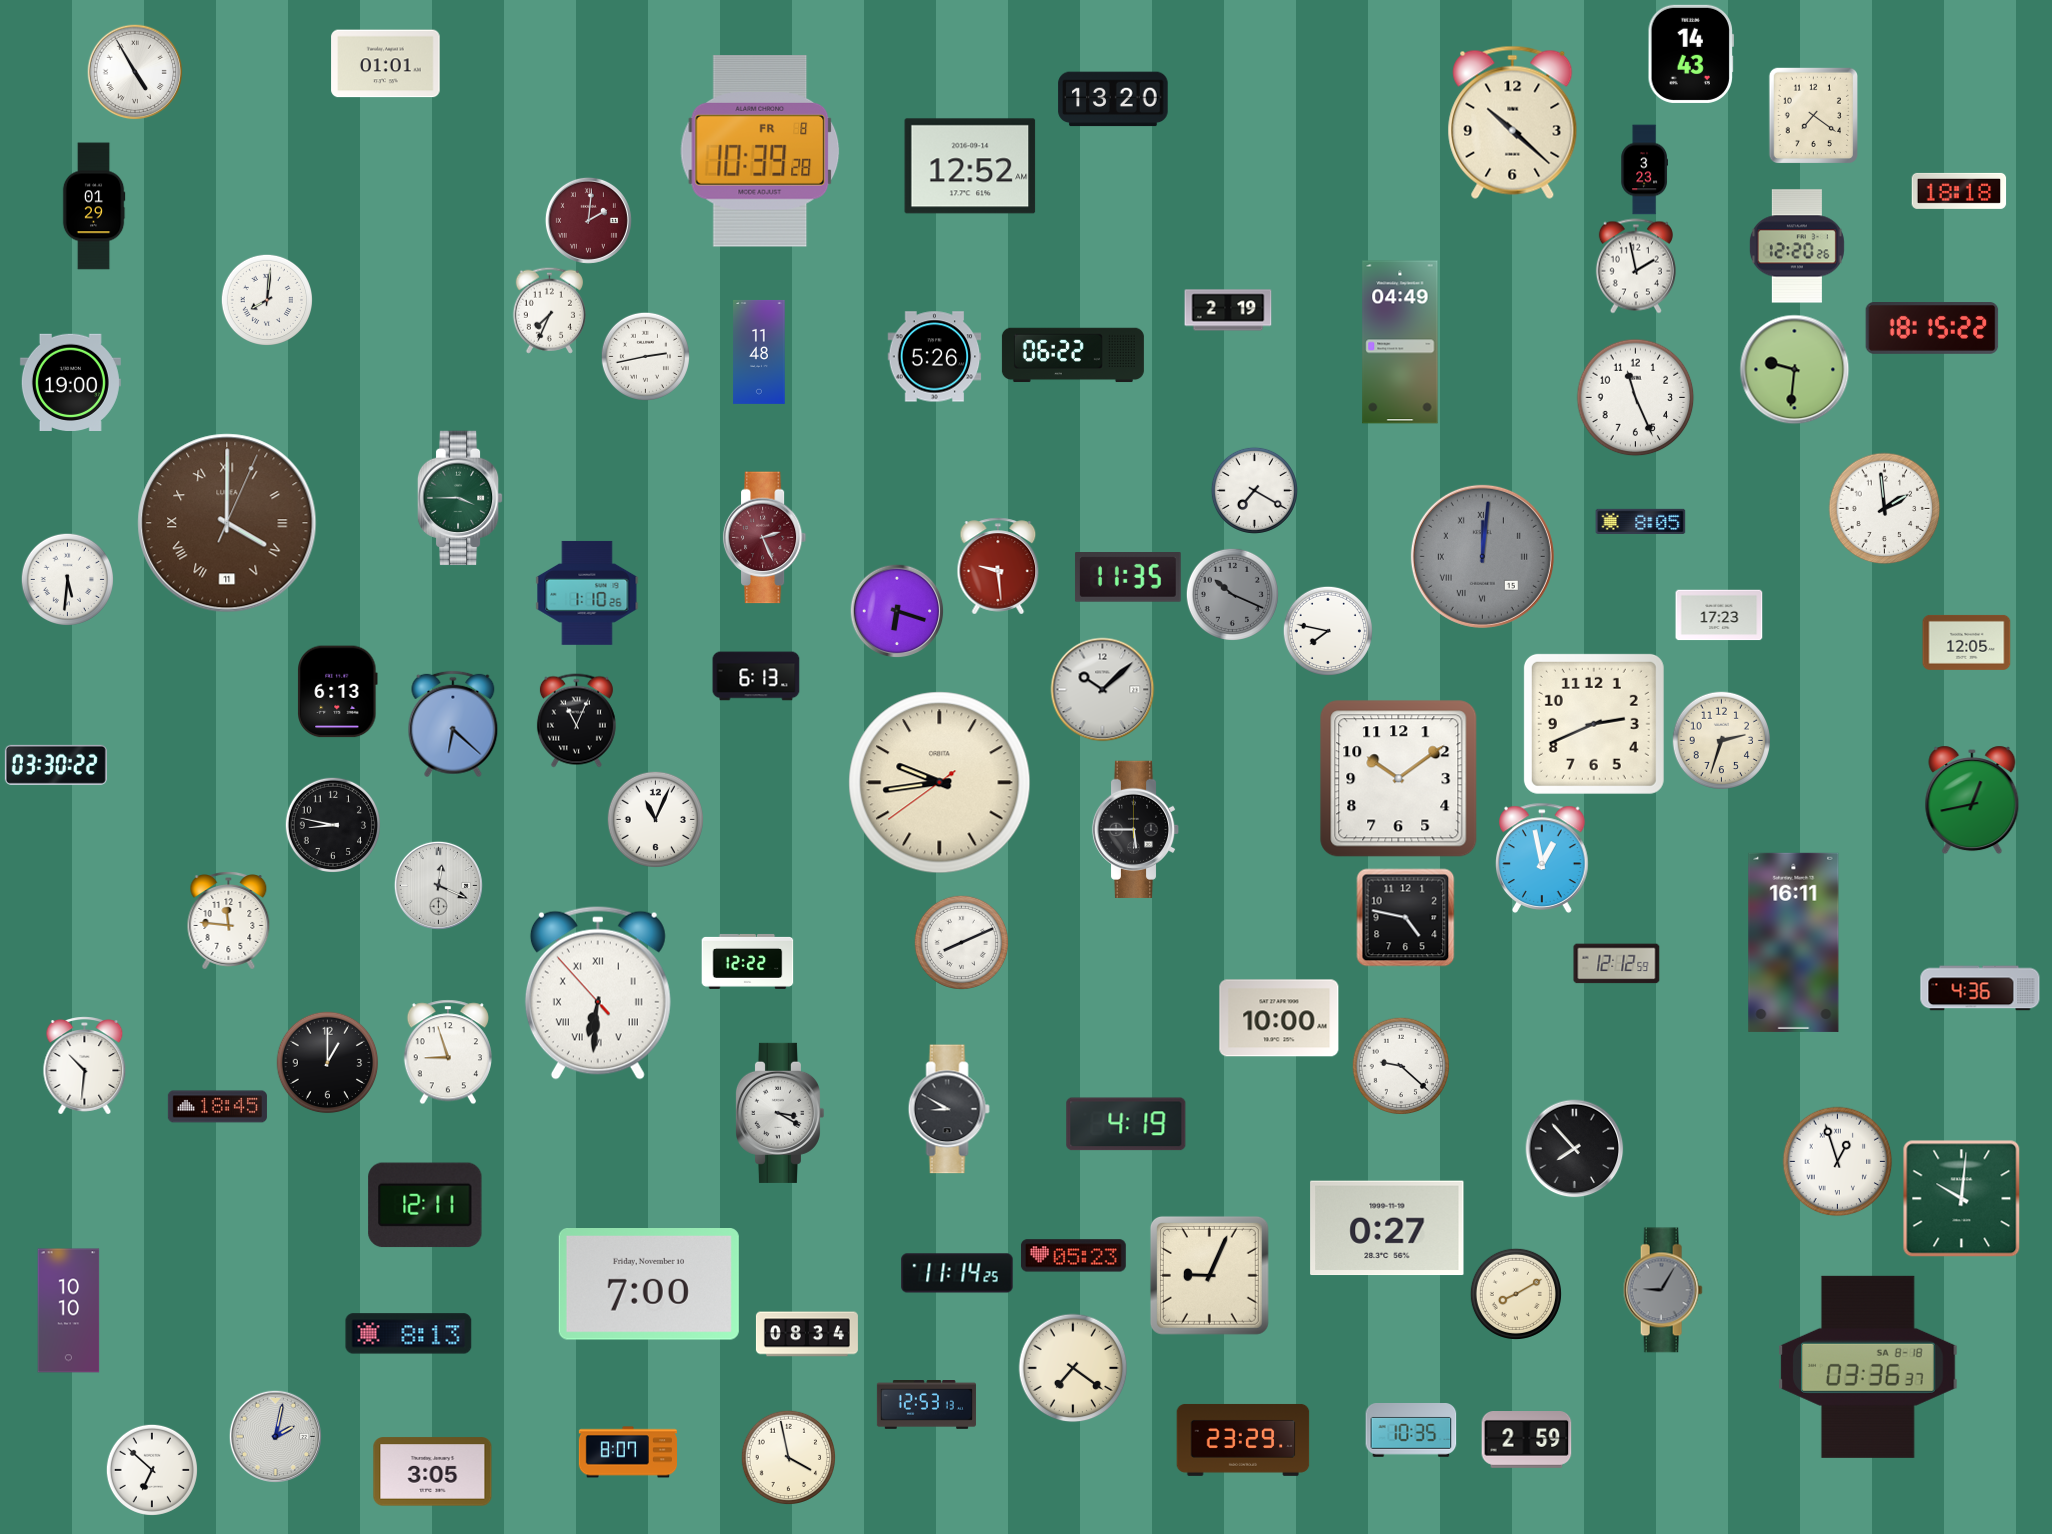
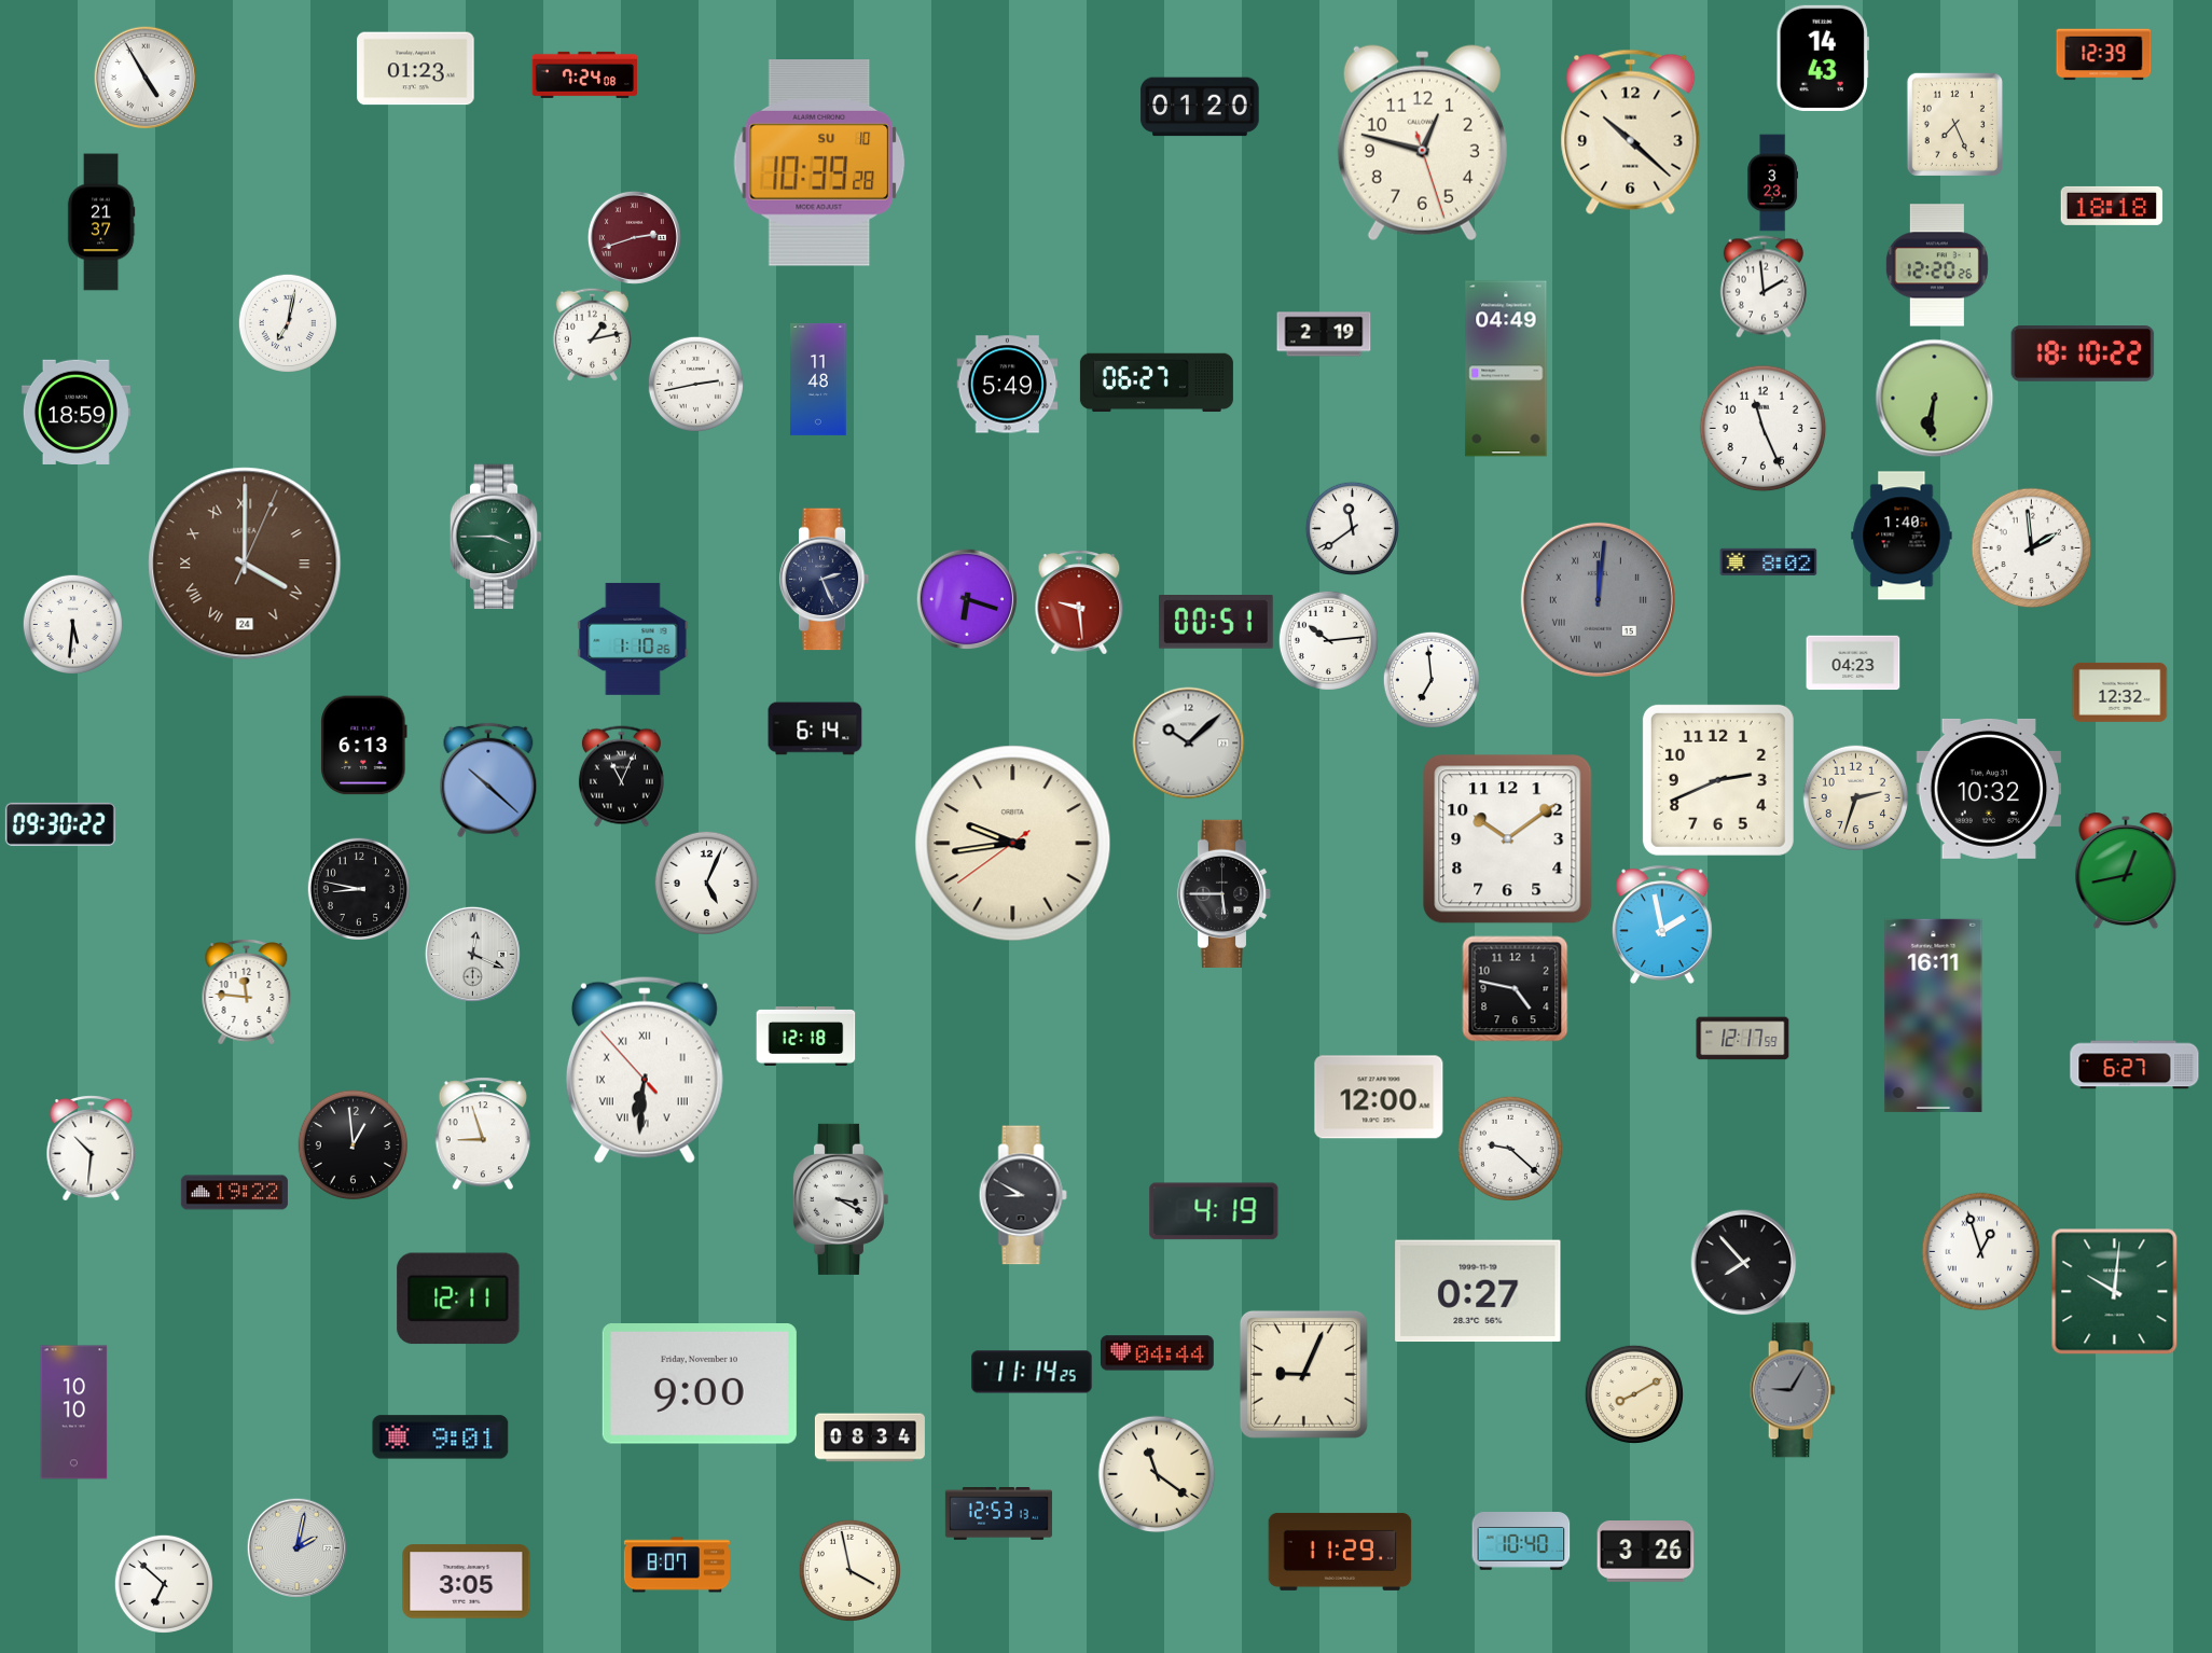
clock at (2104, 55): none -> 12:39
clock at (386, 64): 01:01 -> 01:23
clock at (584, 74): none -> 7:24
clock at (1113, 99): 13:20 -> 01:20
clock at (1813, 115): 7:21 -> 7:26
clock at (1422, 143): none -> 12:47
clock at (760, 151) date: FR 8 -> SU 10
clock at (970, 166): 12:52 -> none
clock at (94, 206): 01:29 -> 21:37
clock at (588, 220): 2:01 -> 2:42
clock at (1636, 266): 1:58 -> 1:59
clock at (267, 300): 8:01 -> 7:02
clock at (549, 310): 7:34 -> 1:13
clock at (1932, 329): 18:15 -> 18:10
clock at (1400, 342) position: (1400, 342) -> (1506, 369)
clock at (1073, 355): 06:22 -> 06:27
clock at (935, 357): 5:26 -> 5:49
clock at (1795, 370): 9:31 -> 6:31
clock at (70, 382): 19:00 -> 18:59
clock at (1254, 490): 7:20 -> 11:39
clock at (1902, 536): none -> 1:40
clock at (1641, 521): 8:05 -> 8:02
clock at (227, 523) date: 11 -> 24
clock at (765, 538) dial: burgundy -> navy
clock at (998, 566) position: (998, 566) -> (1079, 602)
clock at (1128, 578): 11:35 -> 00:51
clock at (1232, 594): 10:19 -> 10:14
clock at (1232, 594) dial: grey -> white
clock at (897, 611) position: (897, 611) -> (967, 599)
clock at (1719, 615): 17:23 -> 04:23
clock at (1328, 631): 7:47 -> 6:59
clock at (1967, 642): 12:05 -> 12:32
clock at (756, 676): 6:13 -> 6:14
clock at (453, 724): 6:22 -> 10:22
clock at (1989, 789): none -> 10:32
clock at (56, 765): 03:30 -> 09:30
clock at (1972, 800) position: (1972, 800) -> (2126, 871)
clock at (655, 819): 11:04 -> 5:04
clock at (1543, 858): 12:58 -> 1:58
clock at (961, 942): 8:11 -> none
clock at (748, 961): 12:22 -> 12:18
clock at (1617, 964): 12:12 -> 12:17
clock at (1980, 988): 4:36 -> 6:27
clock at (1279, 1018): 10:00 -> 12:00
clock at (328, 1063): 1:00 -> 12:59
clock at (217, 1107): 18:45 -> 19:22
clock at (1575, 1149) position: (1575, 1149) -> (1744, 1263)
clock at (1387, 1228) position: (1387, 1228) -> (1478, 1291)
clock at (1073, 1256): 05:23 -> 04:44
clock at (649, 1285): 7:00 -> 9:00
clock at (409, 1334): 8:13 -> 9:01
clock at (1868, 1367): 03:36 -> none
clock at (1073, 1368): 7:21 -> 11:21
clock at (1411, 1431): 10:35 -> 10:40
clock at (1243, 1440): 23:29 -> 11:29
clock at (1527, 1440): 2:59 -> 3:26
clock at (433, 1472) position: (433, 1472) -> (467, 1582)
